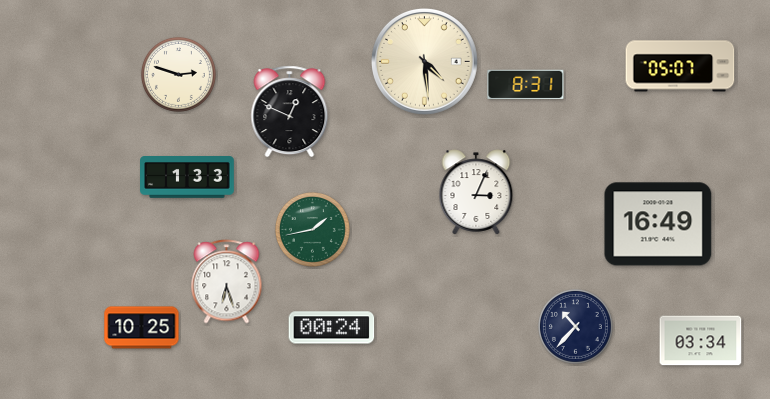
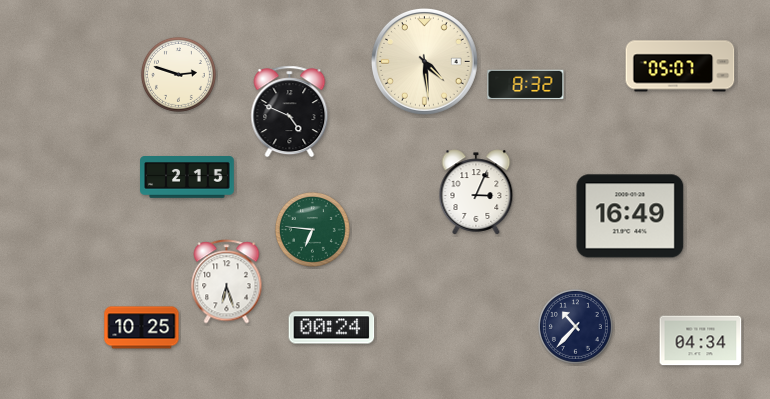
clock at (526, 85): 8:31 -> 8:32
clock at (290, 112): 12:49 -> 4:49
clock at (187, 178): 1:33 -> 2:15
clock at (658, 224) position: (658, 224) -> (630, 216)
clock at (312, 229): 1:43 -> 6:46
clock at (701, 341): 03:34 -> 04:34
